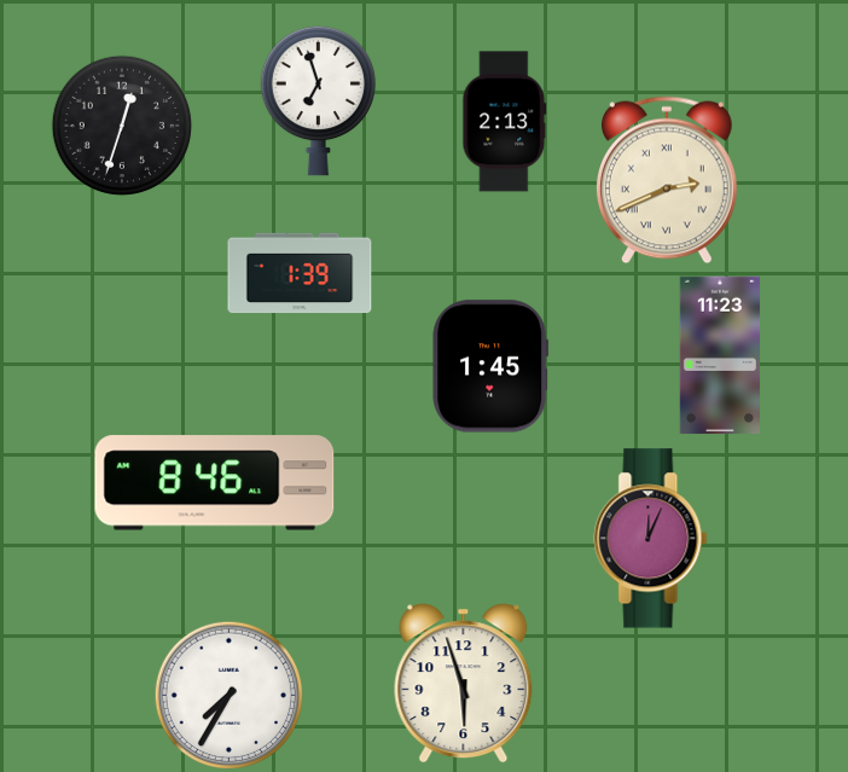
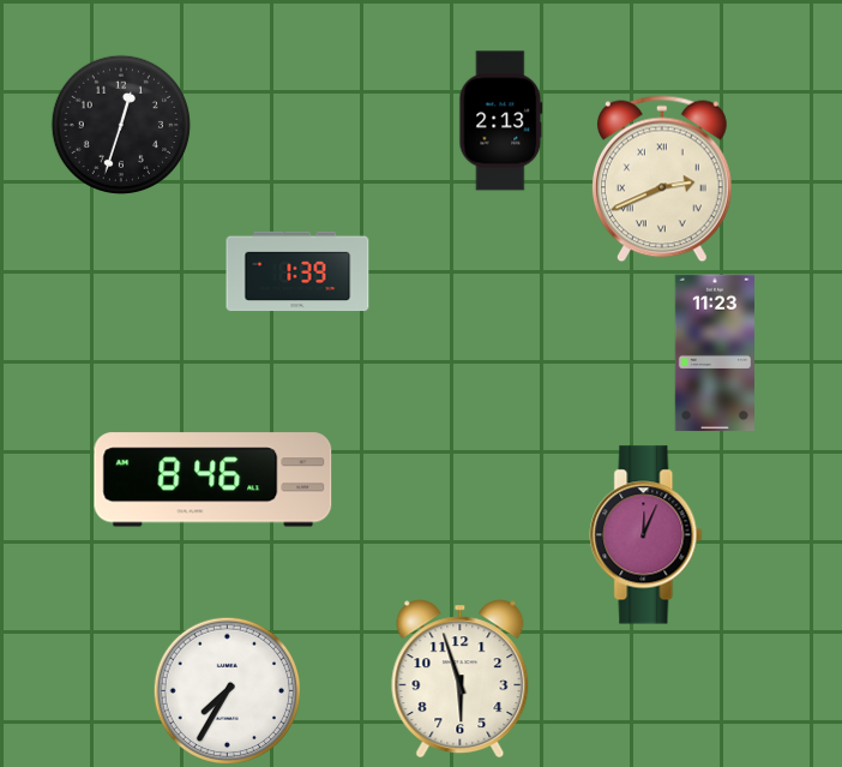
clock at (318, 100): 6:57 -> none
clock at (490, 366): 1:45 -> none
